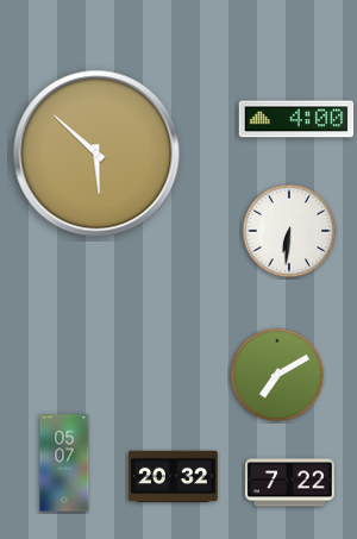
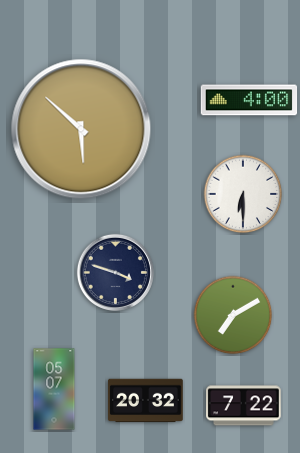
clock at (289, 231): 6:31 -> 6:30
clock at (115, 272): none -> 3:48
